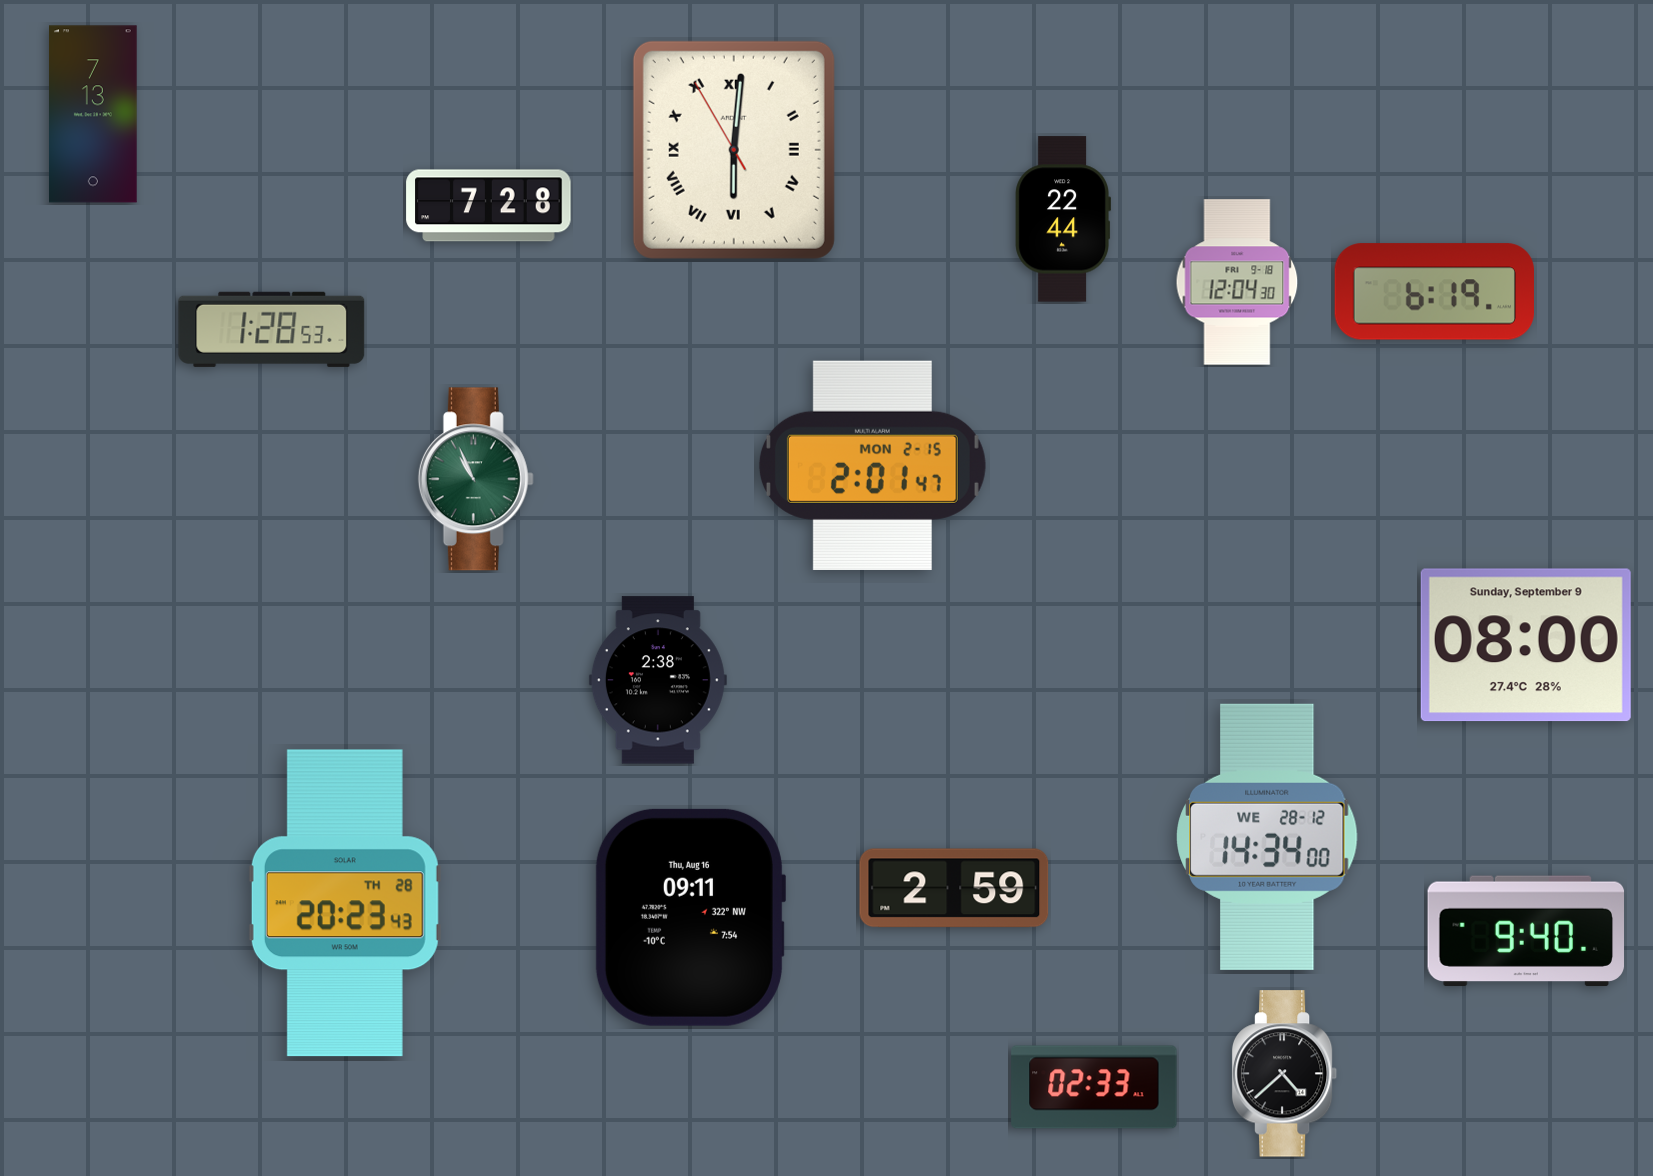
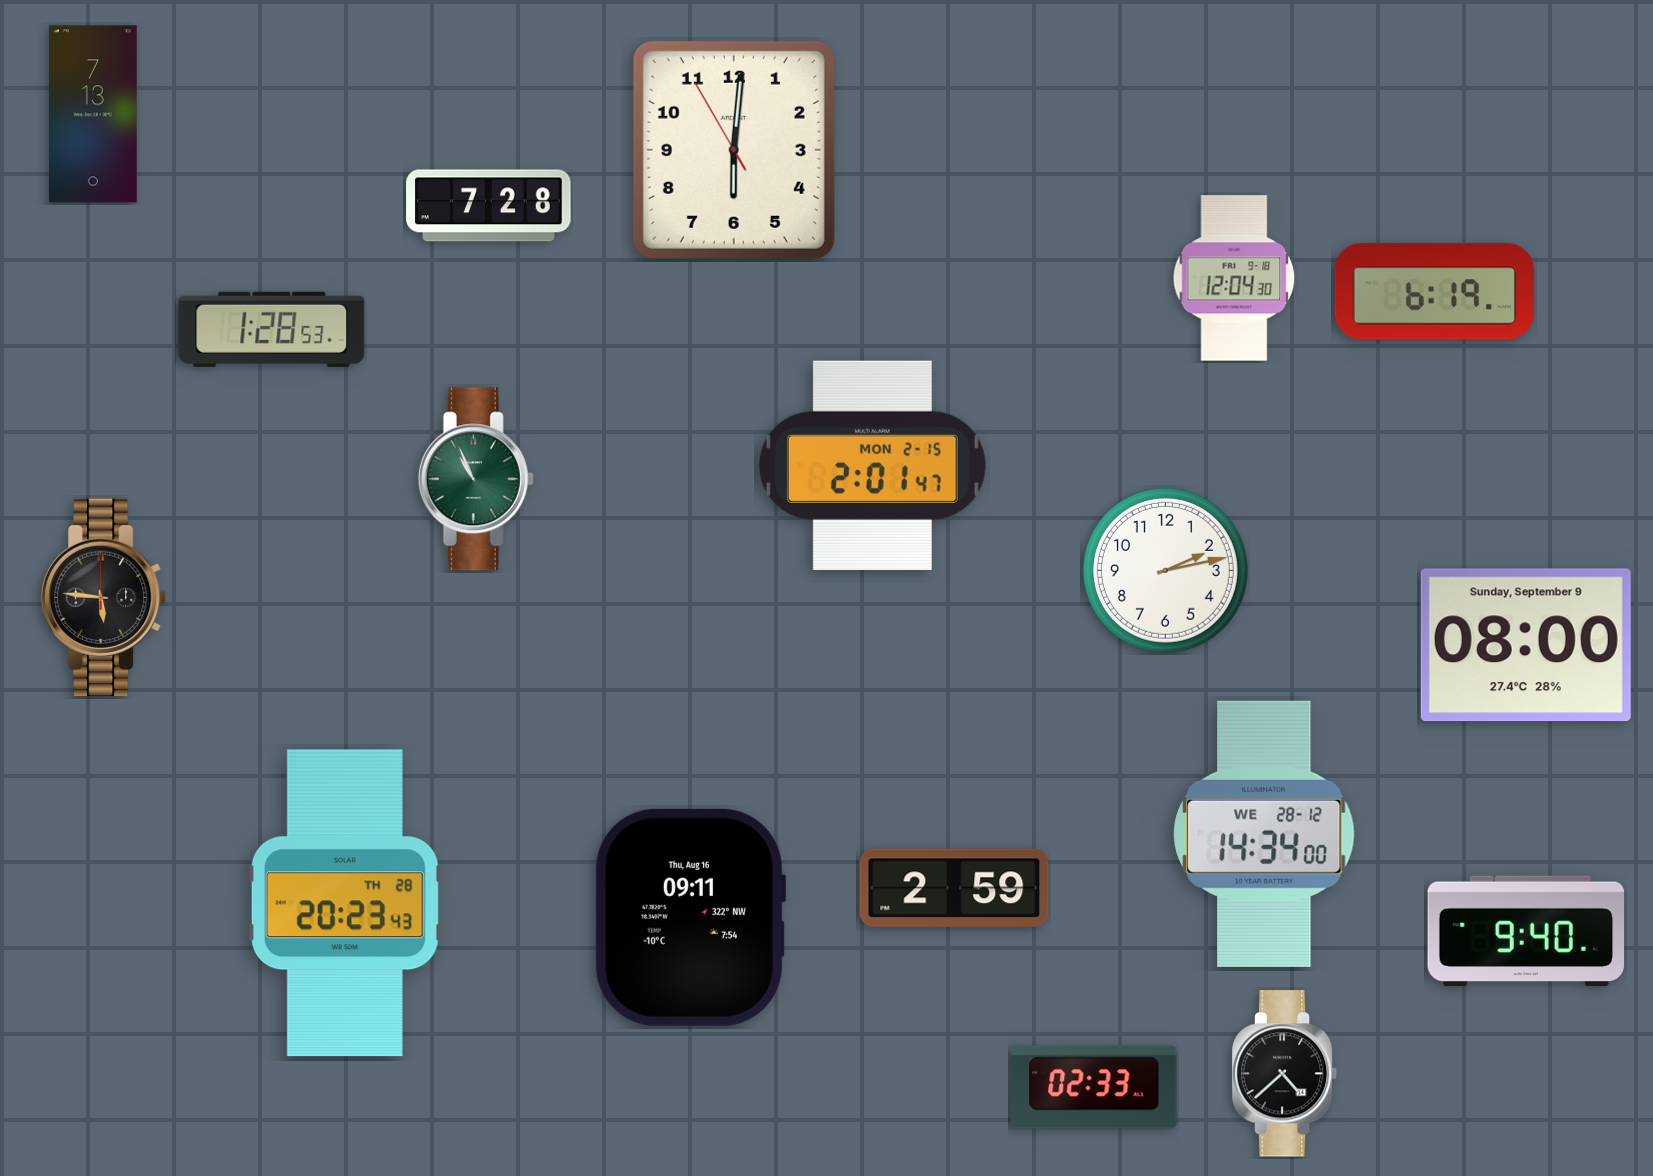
clock at (734, 150) numerals: Roman -> Arabic
clock at (1062, 219): 22:44 -> none
clock at (1237, 282) position: (1237, 282) -> (1234, 278)
clock at (1165, 570): none -> 2:13
clock at (104, 598): none -> 5:46
clock at (658, 680): 2:38 -> none
clock at (1267, 837) position: (1267, 837) -> (1264, 834)
